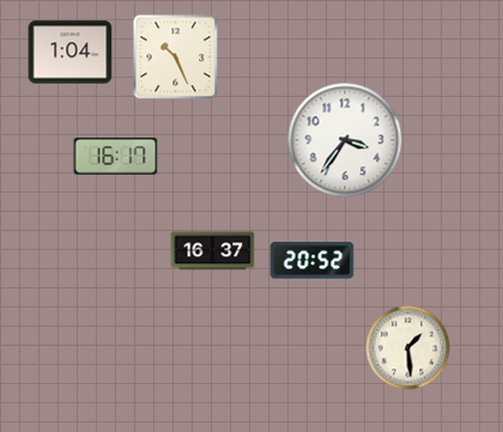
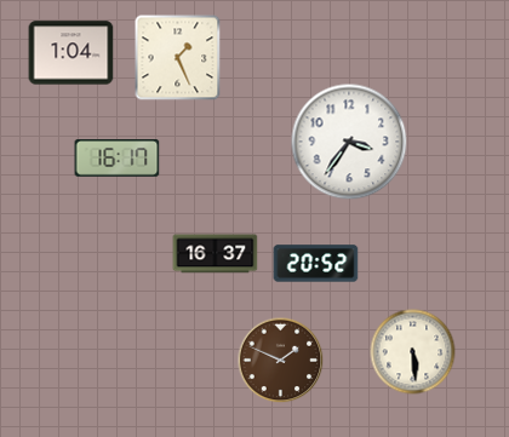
clock at (176, 57): 10:26 -> 1:26
clock at (408, 348): 1:29 -> 5:29
clock at (281, 361): none -> 1:49
